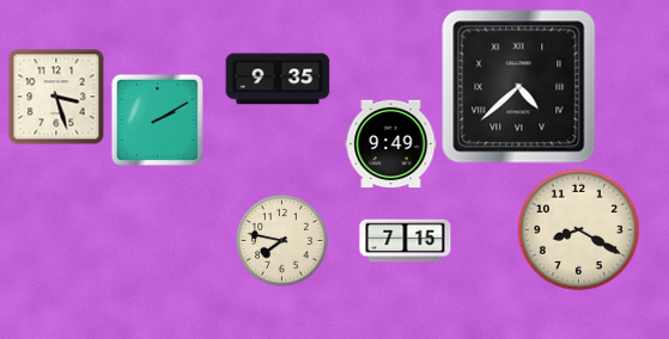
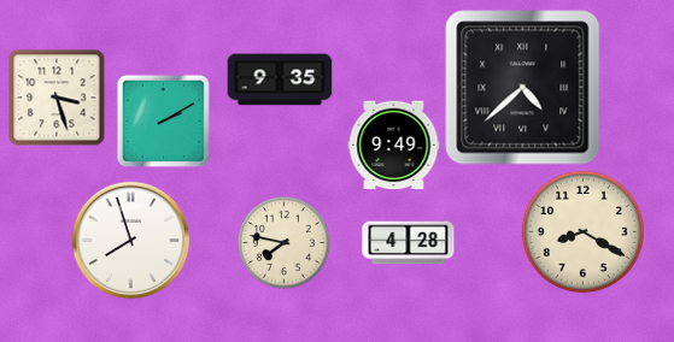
clock at (157, 119) position: (157, 119) -> (163, 120)
clock at (130, 240): none -> 7:57
clock at (406, 241): 7:15 -> 4:28
